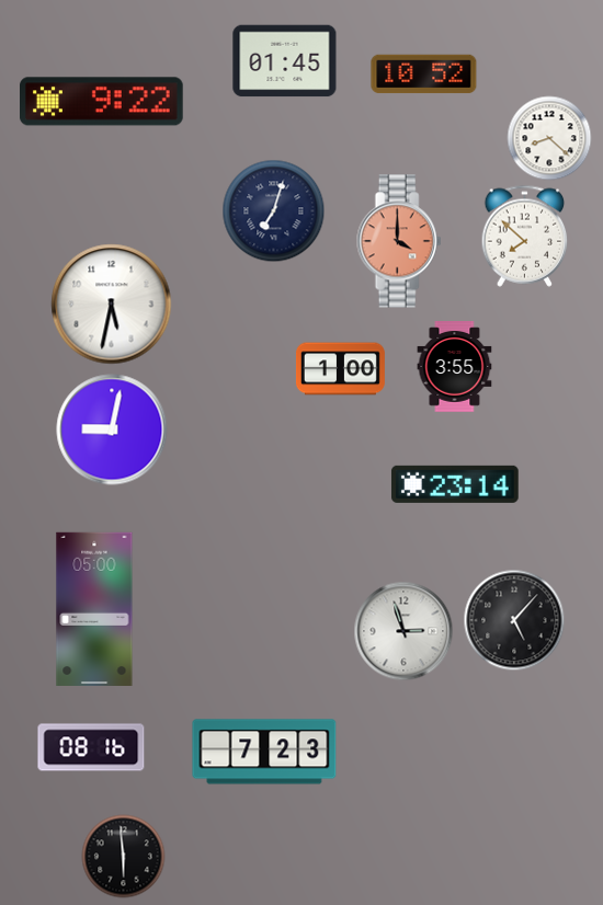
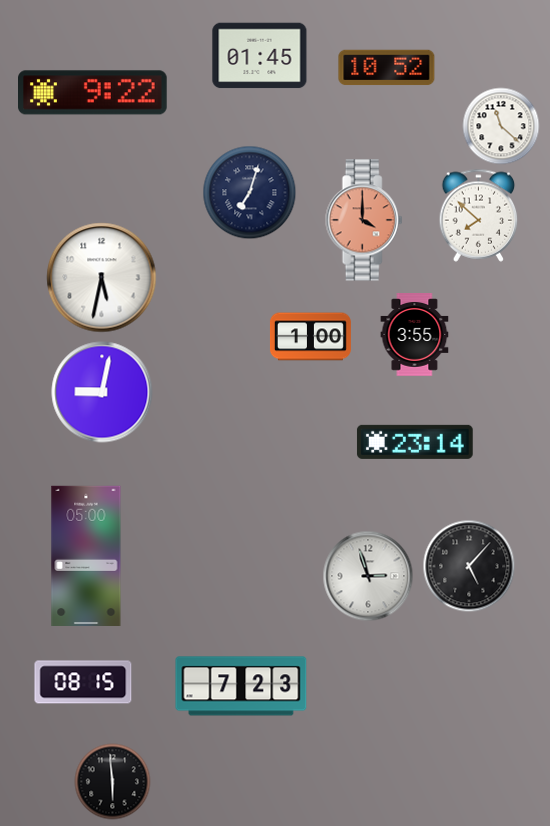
clock at (549, 138): 8:22 -> 11:22
clock at (91, 747): 08:16 -> 08:15
